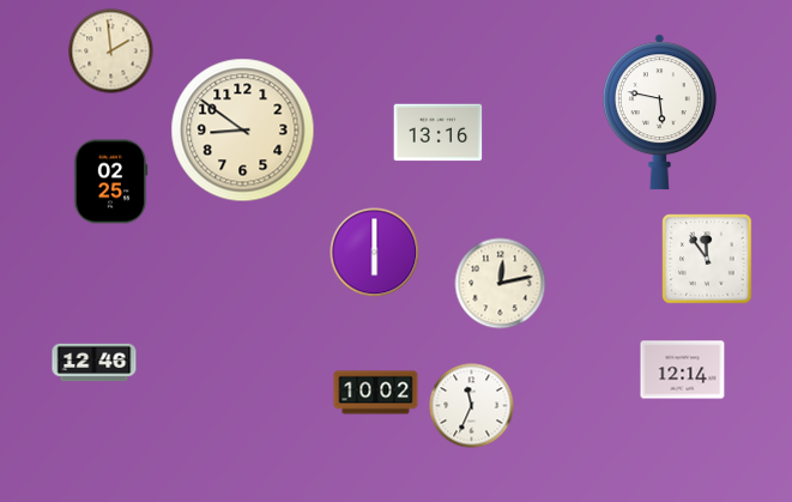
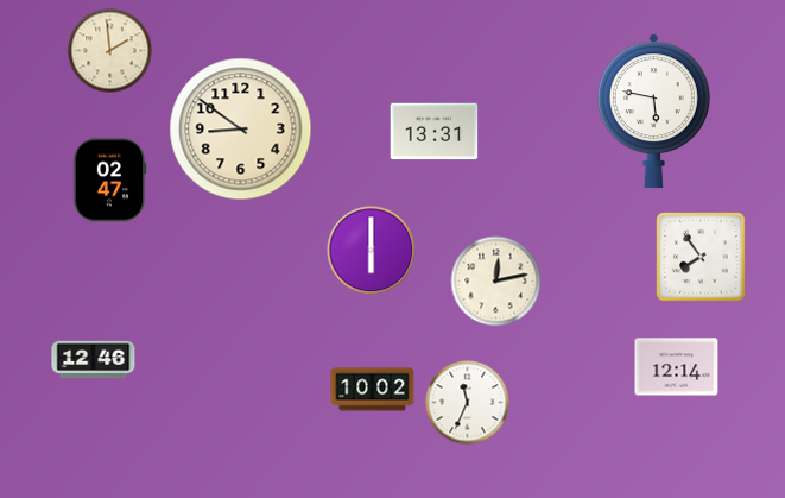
clock at (439, 133): 13:16 -> 13:31
clock at (110, 182): 02:25 -> 02:47
clock at (707, 259): 11:54 -> 7:54
